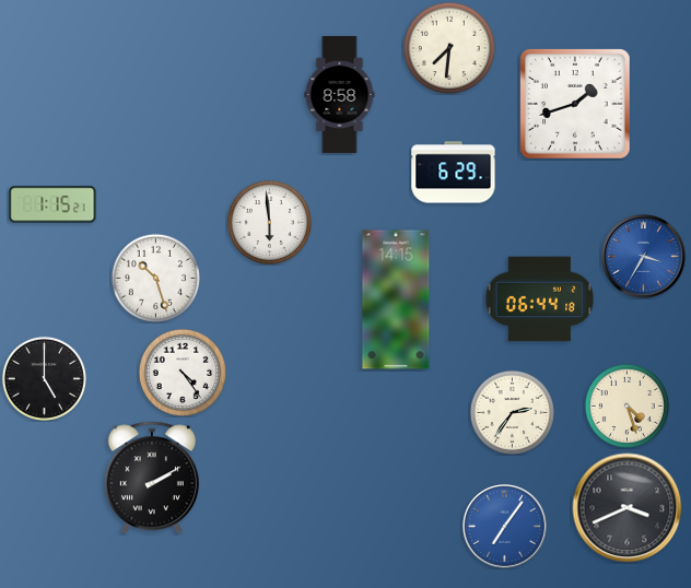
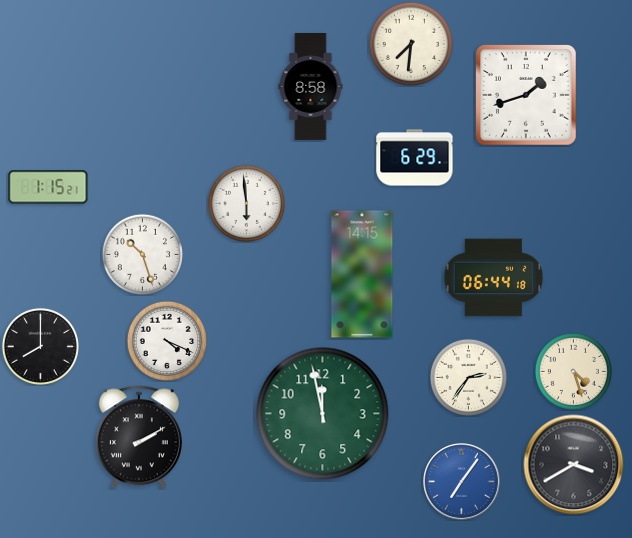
clock at (644, 257): 3:35 -> none
clock at (540, 299) position: (540, 299) -> (494, 278)
clock at (181, 372): 4:24 -> 4:19
clock at (44, 378): 5:00 -> 8:00
clock at (323, 414): none -> 11:58
clock at (628, 508): 3:41 -> 3:40
